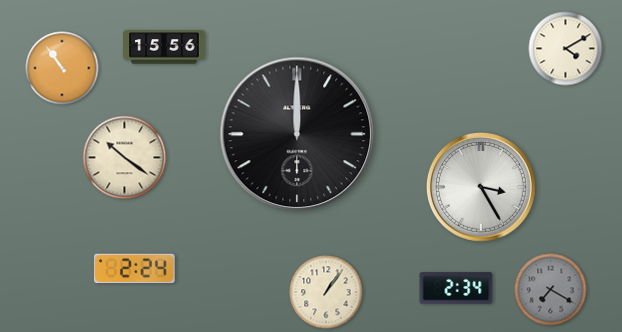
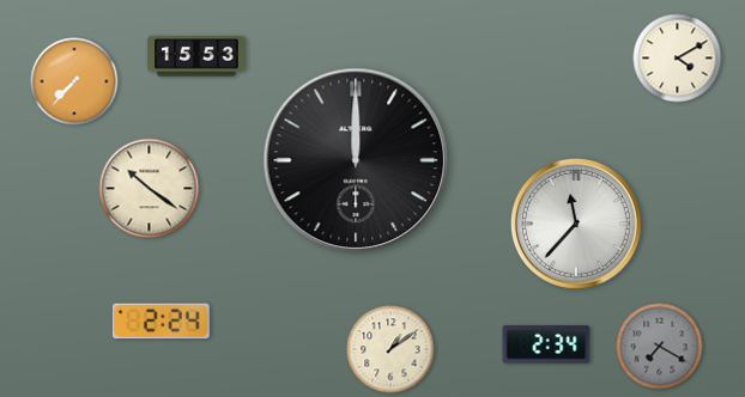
clock at (164, 47): 15:56 -> 15:53
clock at (62, 68): 10:54 -> 7:37
clock at (481, 187): 3:25 -> 11:37
clock at (326, 292): 1:06 -> 1:09
